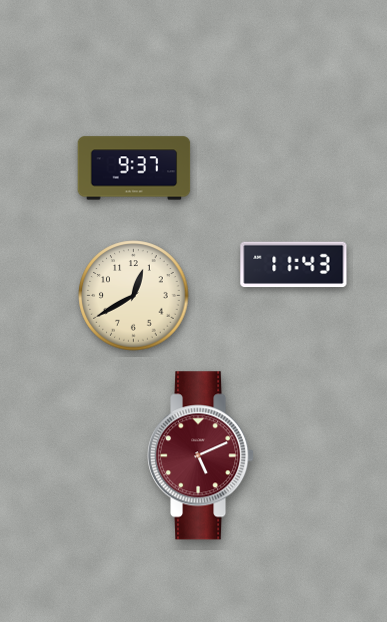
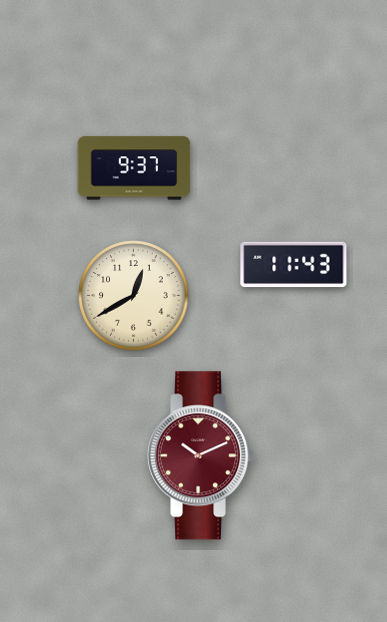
clock at (202, 456): 5:11 -> 10:11
